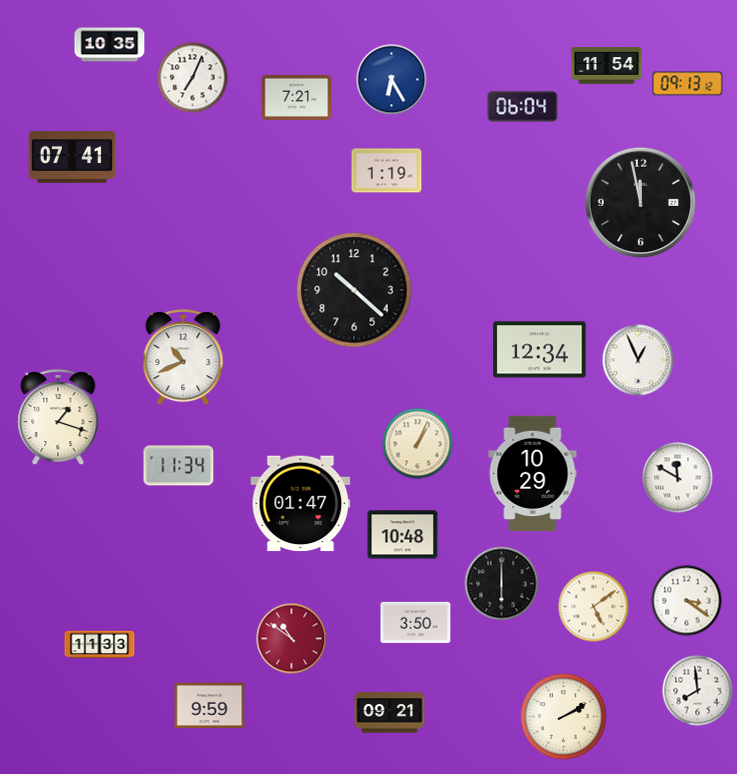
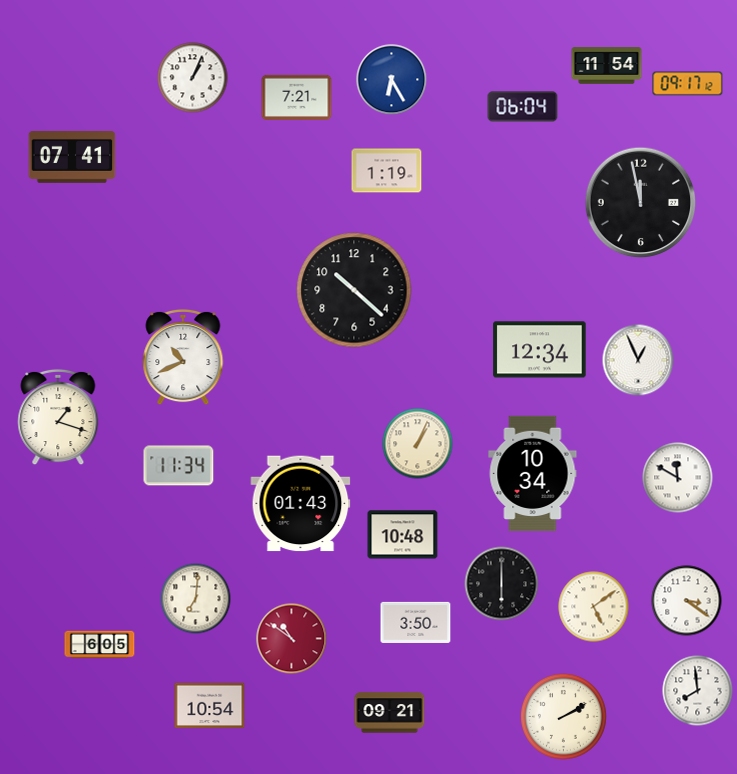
clock at (110, 45): 10:35 -> none
clock at (193, 78): 7:04 -> 1:04
clock at (688, 84): 09:13 -> 09:17
clock at (533, 474): 10:29 -> 10:34
clock at (301, 504): 01:47 -> 01:43
clock at (196, 599): none -> 7:01
clock at (100, 645): 11:33 -> 6:05
clock at (210, 706): 9:59 -> 10:54
